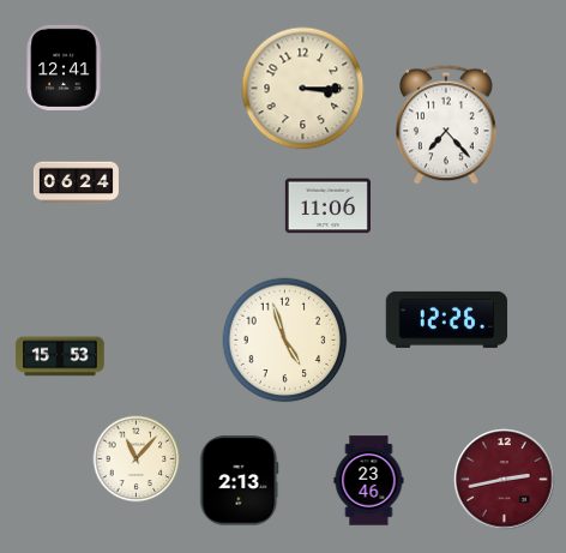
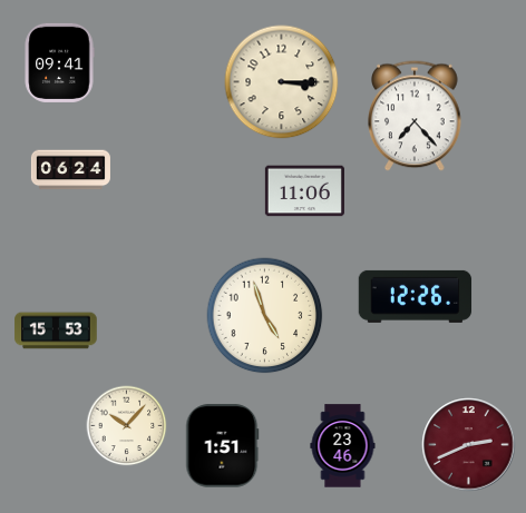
clock at (64, 67): 12:41 -> 09:41
clock at (137, 459): 11:07 -> 10:07
clock at (505, 480): 2:43 -> 2:41
clock at (240, 481): 2:13 -> 1:51
